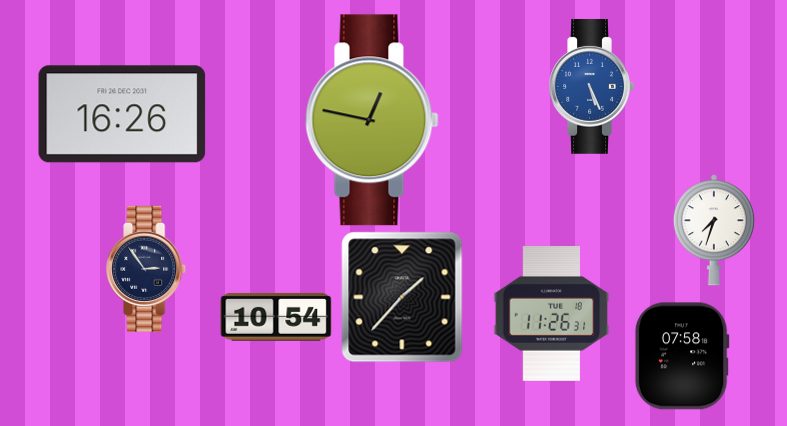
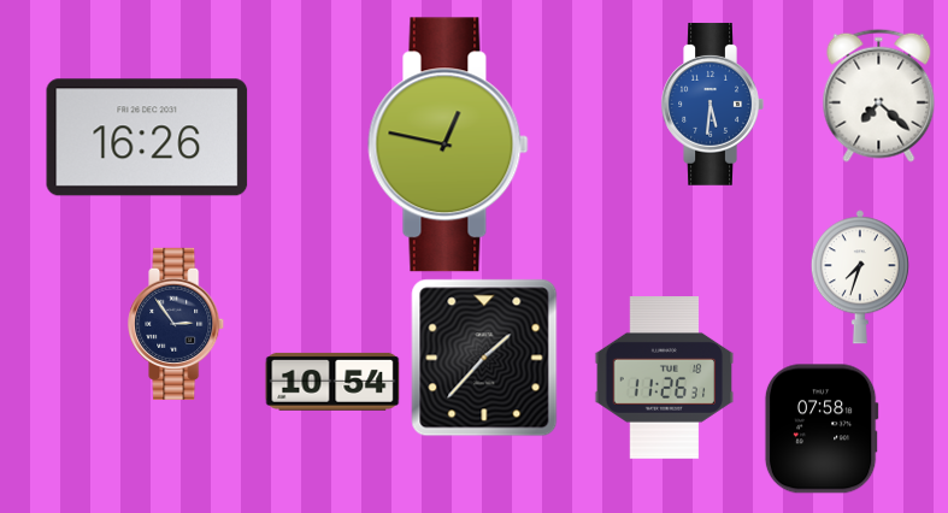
clock at (879, 95): none -> 7:22
clock at (591, 86): 5:26 -> 5:31
